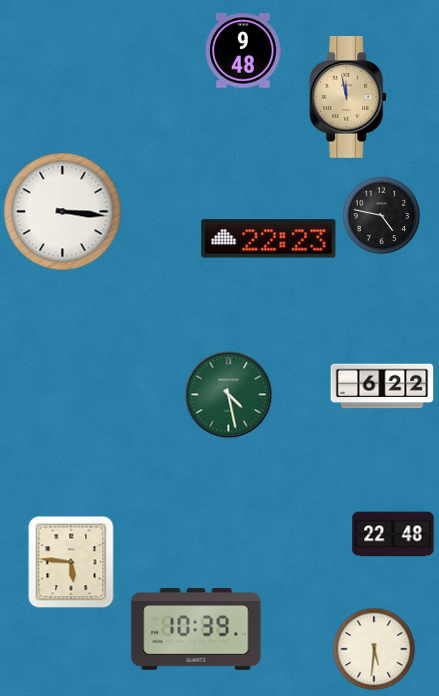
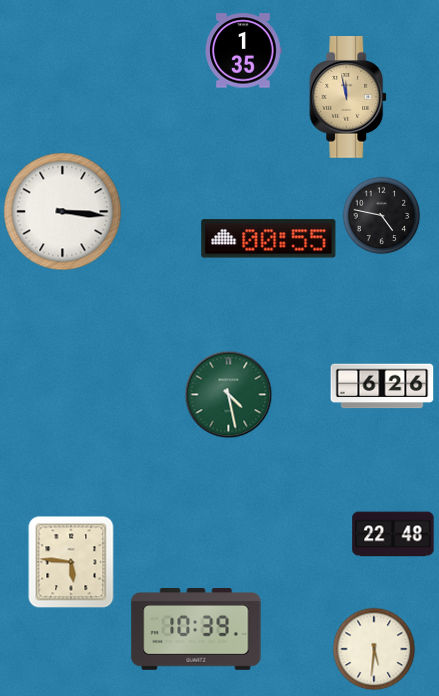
clock at (243, 51): 9:48 -> 1:35
clock at (269, 239): 22:23 -> 00:55
clock at (382, 386): 6:22 -> 6:26
